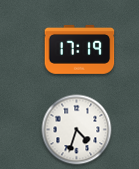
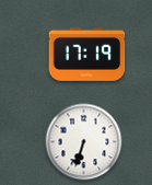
clock at (77, 130): 4:33 -> 6:33
